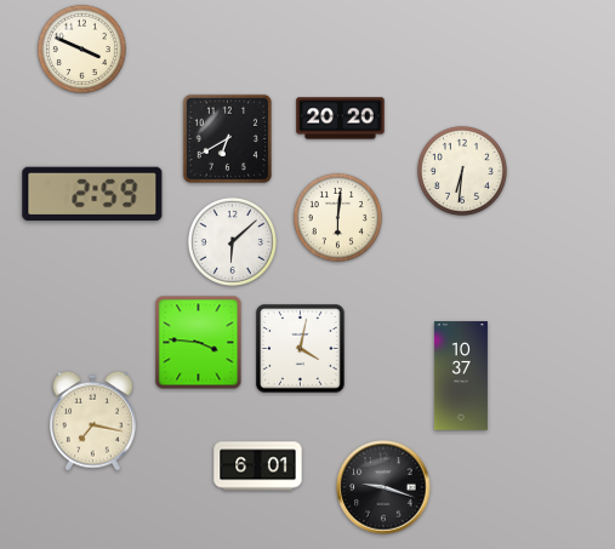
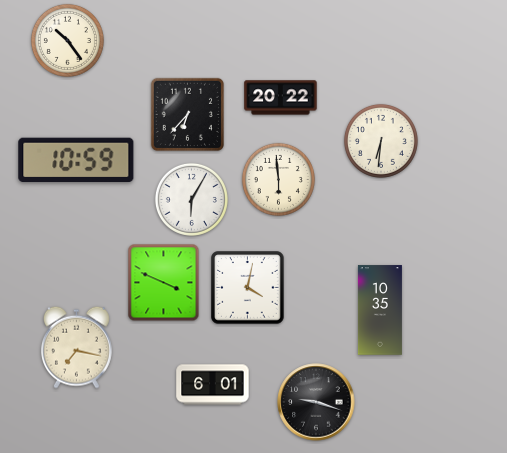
clock at (81, 48): 3:49 -> 10:24
clock at (341, 119): 20:20 -> 20:22
clock at (227, 138): 6:40 -> 6:37
clock at (92, 193): 2:59 -> 10:59
clock at (337, 217): 6:01 -> 5:59
clock at (232, 241): 6:08 -> 6:05
clock at (199, 343): 3:46 -> 3:49
clock at (461, 376): 10:37 -> 10:35
